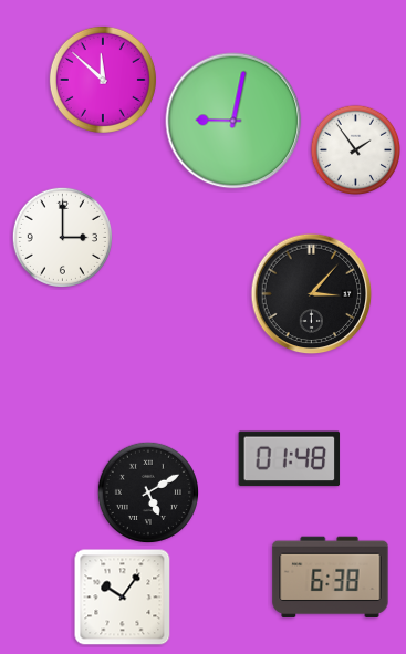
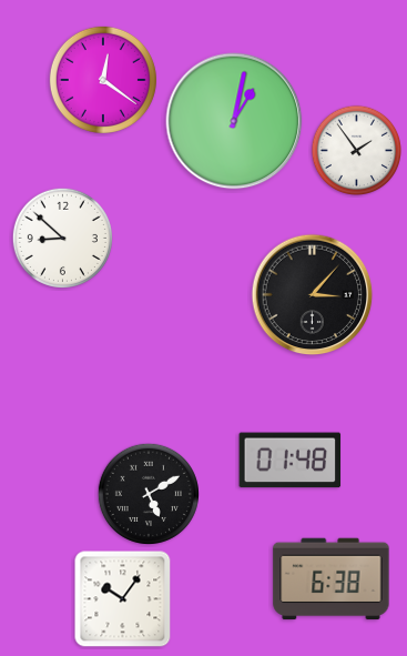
clock at (103, 80): 11:52 -> 12:21
clock at (233, 121): 9:02 -> 1:02
clock at (62, 237): 3:00 -> 8:52
